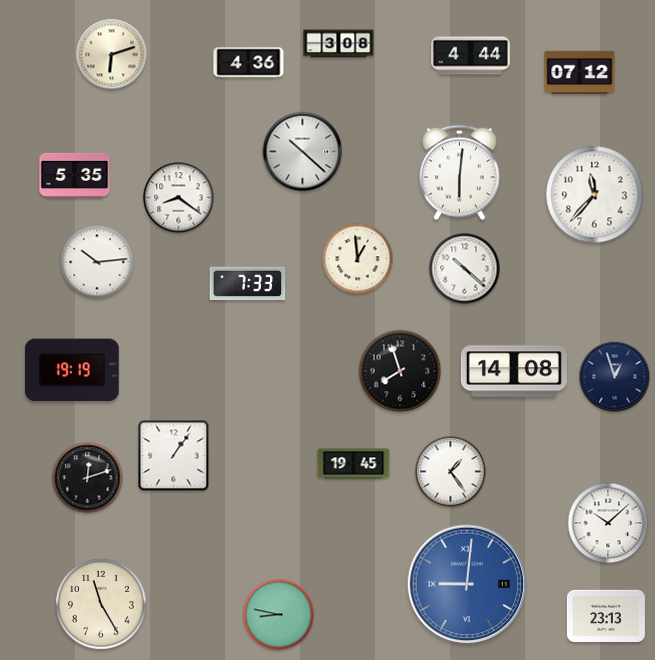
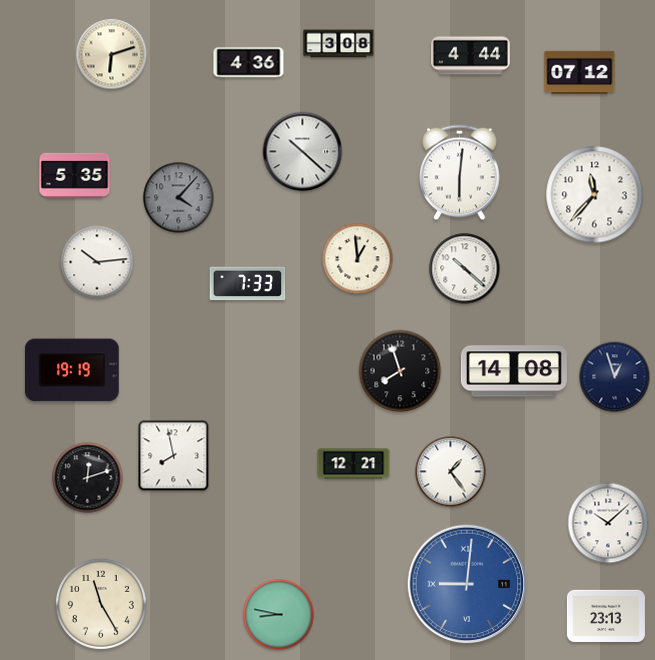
clock at (179, 198): 8:21 -> 4:07
clock at (179, 198) dial: white -> grey
clock at (174, 456): 1:06 -> 7:58
clock at (354, 464): 19:45 -> 12:21
